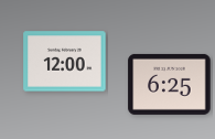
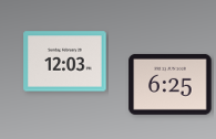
clock at (65, 62): 12:00 -> 12:03
